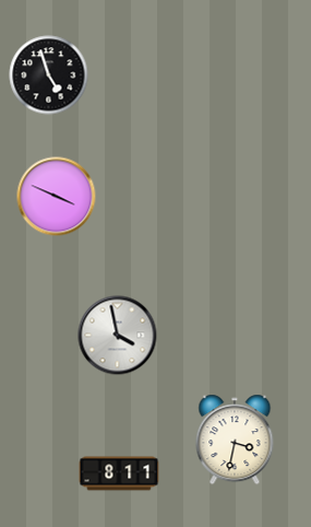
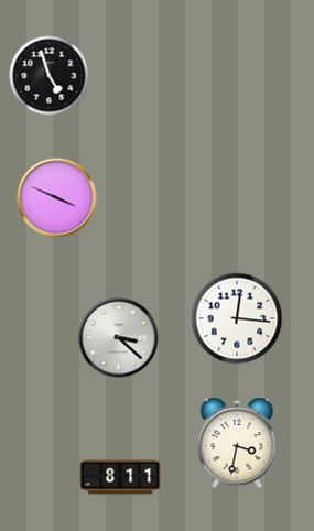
clock at (237, 318): none -> 12:16
clock at (118, 336): 3:58 -> 3:22
